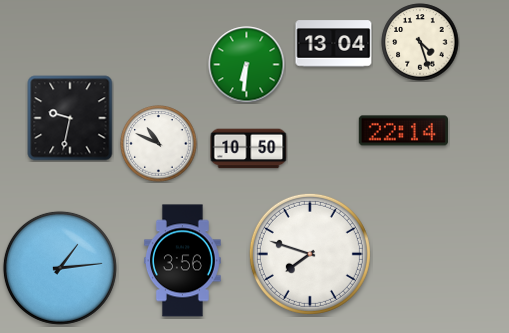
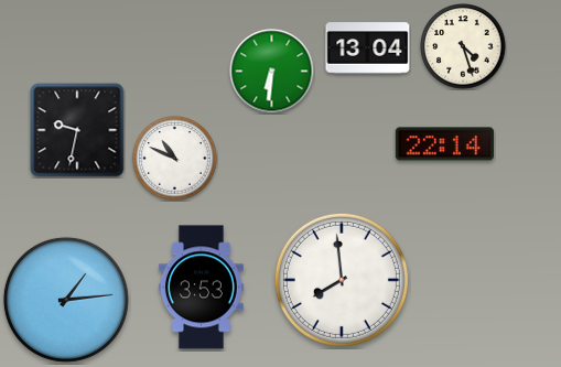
clock at (249, 149): 10:50 -> none
clock at (310, 254): 7:48 -> 7:59
clock at (182, 261): 3:56 -> 3:53
clock at (60, 268) position: (60, 268) -> (66, 300)
